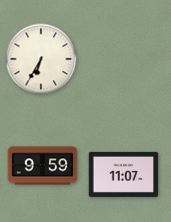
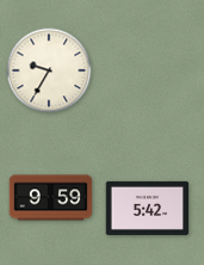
clock at (41, 59): 6:35 -> 9:35
clock at (124, 174): 11:07 -> 5:42
